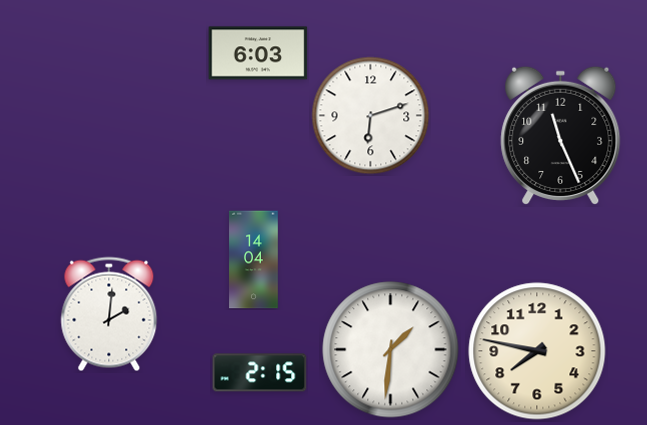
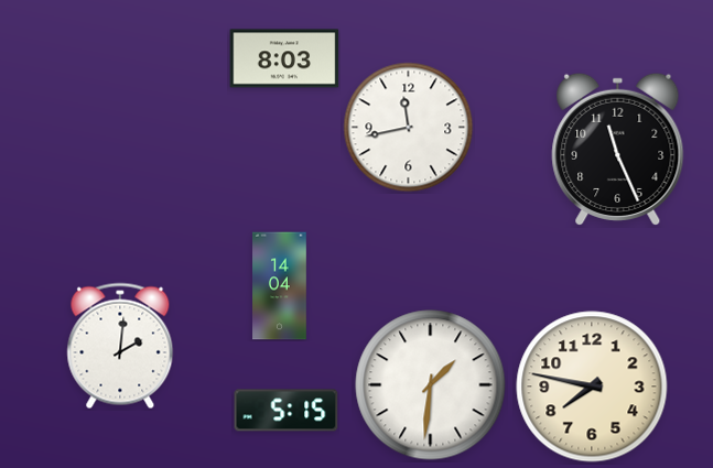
clock at (258, 53): 6:03 -> 8:03
clock at (371, 116): 6:12 -> 11:43
clock at (260, 373): 2:15 -> 5:15
